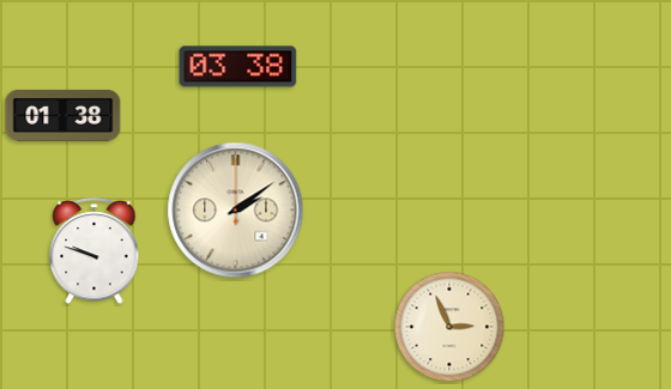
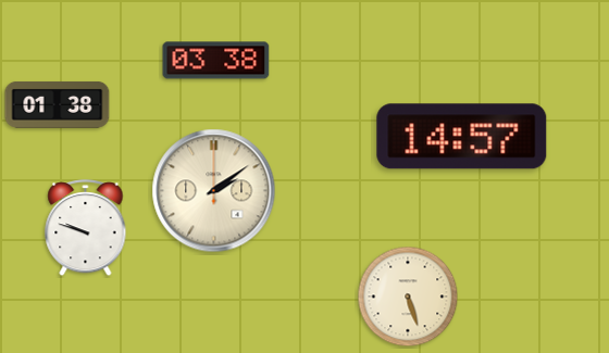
clock at (462, 137): none -> 14:57
clock at (449, 327): 2:56 -> 5:27
